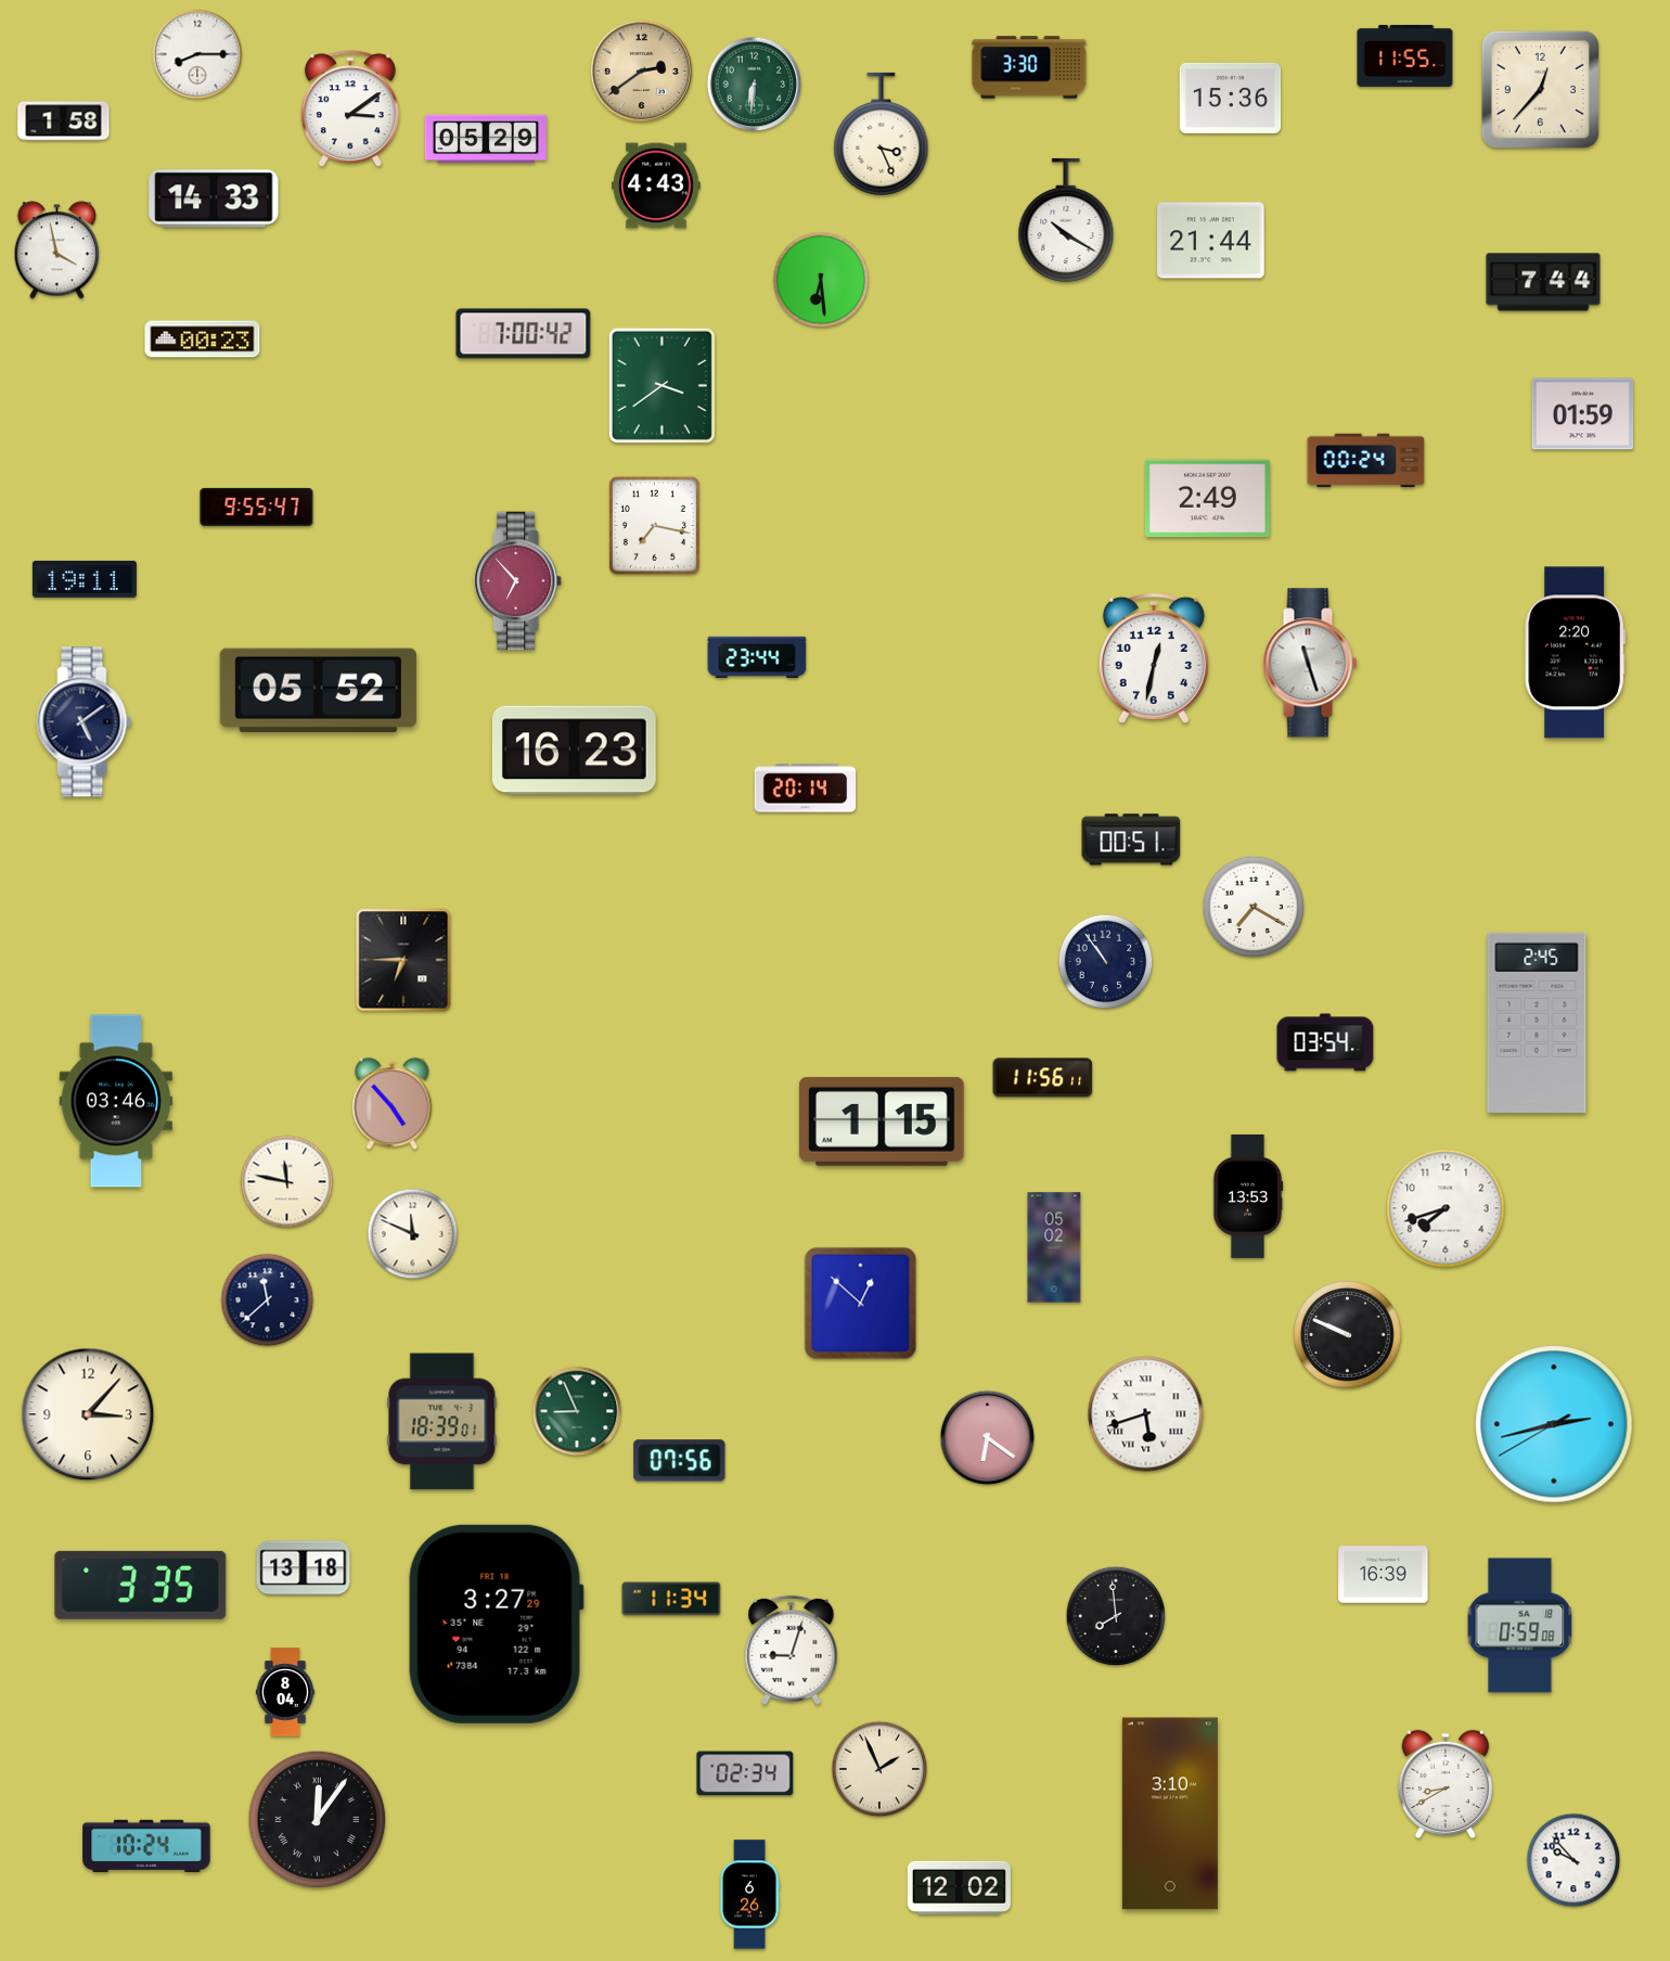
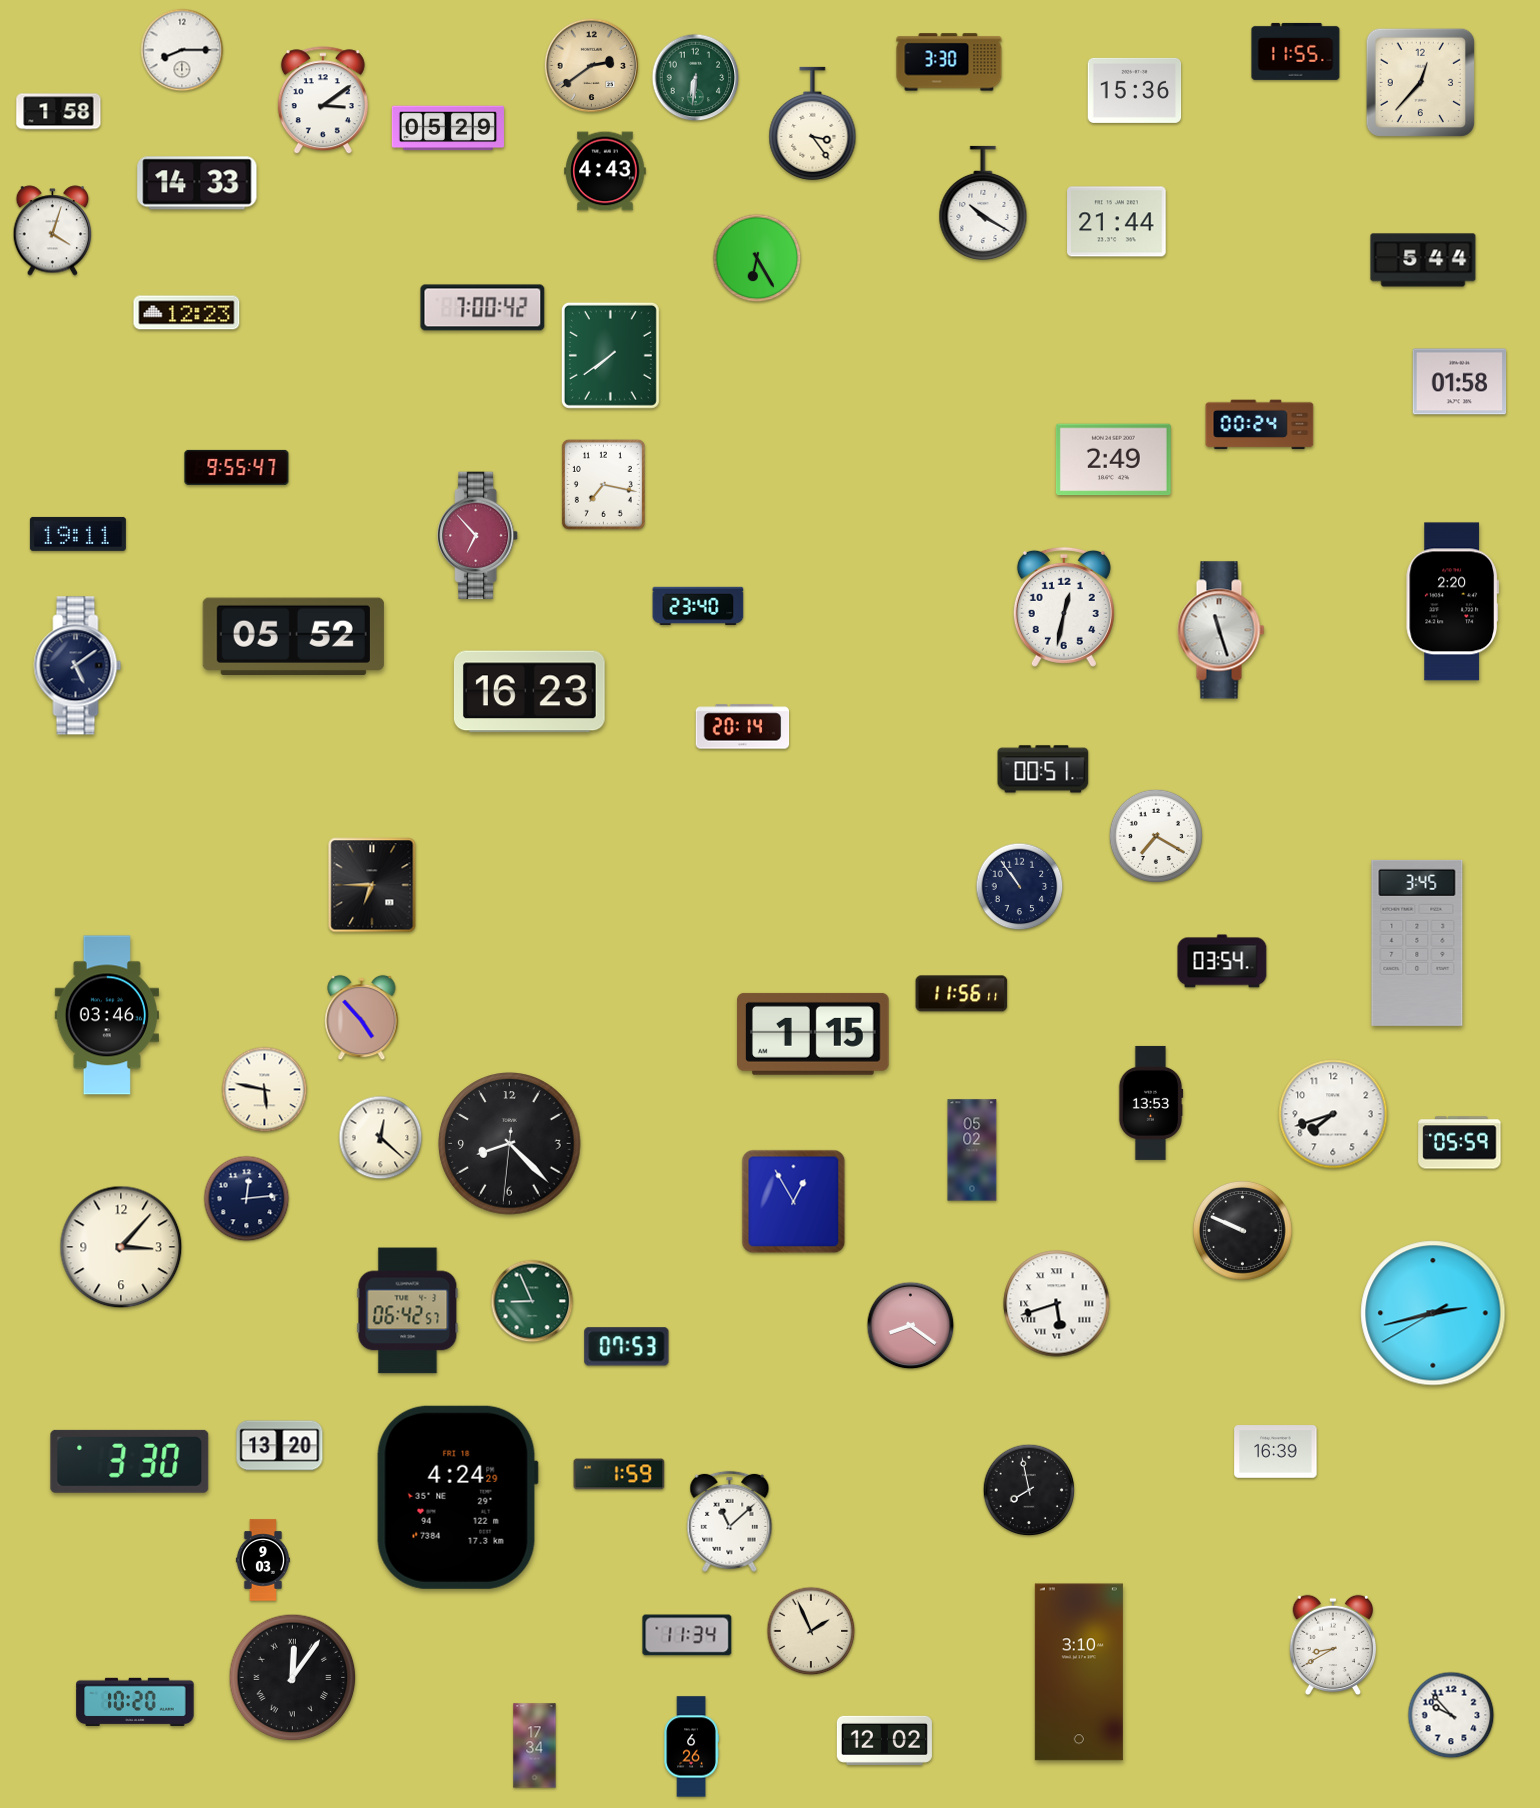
clock at (882, 133): 3:26 -> 3:24
clock at (57, 251): 3:58 -> 4:03
clock at (821, 280): 6:29 -> 6:25
clock at (1543, 282): 7:44 -> 5:44
clock at (203, 339): 00:23 -> 12:23
clock at (661, 385): 3:39 -> 7:39
clock at (1583, 414): 01:59 -> 01:58
clock at (757, 656): 23:44 -> 23:40
clock at (1310, 663) position: (1310, 663) -> (1221, 630)
clock at (1131, 839) position: (1131, 839) -> (1043, 769)
clock at (1537, 1023): 2:45 -> 3:45
clock at (287, 1182): 11:47 -> 5:47
clock at (413, 1234): 11:49 -> 12:22
clock at (1460, 1143): none -> 05:59
clock at (510, 1144): none -> 8:22
clock at (268, 1300): 11:38 -> 12:14
clock at (861, 1304): 12:52 -> 12:55
clock at (88, 1414) position: (88, 1414) -> (121, 1247)
clock at (442, 1422): 18:39 -> 06:42
clock at (988, 1438): 6:21 -> 8:21
clock at (680, 1461): 07:56 -> 07:53
clock at (304, 1568): 13:18 -> 13:20
clock at (141, 1585): 3:35 -> 3:30
clock at (671, 1599): 11:34 -> 1:59
clock at (1116, 1616): 7:59 -> 7:58
clock at (496, 1624): 3:27 -> 4:24
clock at (1520, 1626): 0:59 -> none
clock at (792, 1650): 9:03 -> 11:08
clock at (284, 1692): 8:04 -> 9:03
clock at (745, 1773): 02:34 -> 11:34
clock at (146, 1845): 10:24 -> 10:20
clock at (535, 1746): none -> 17:34
